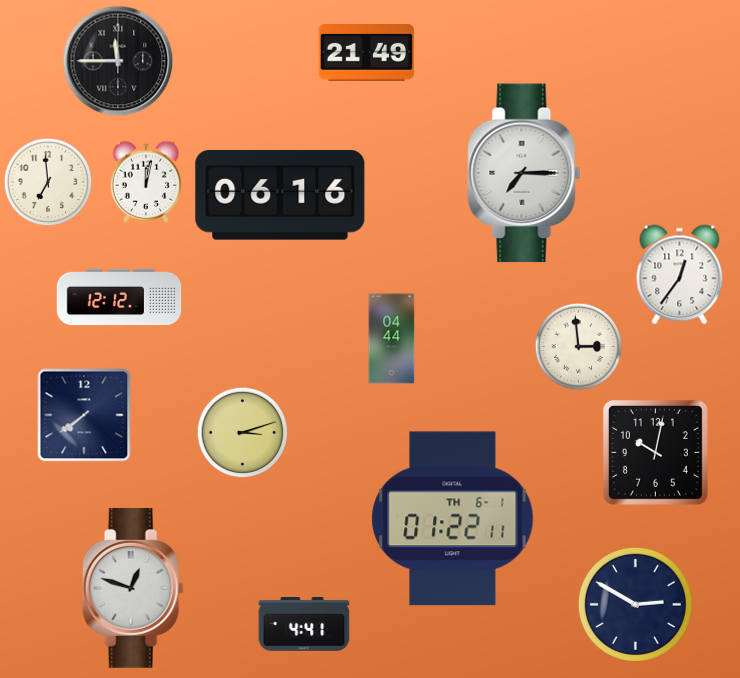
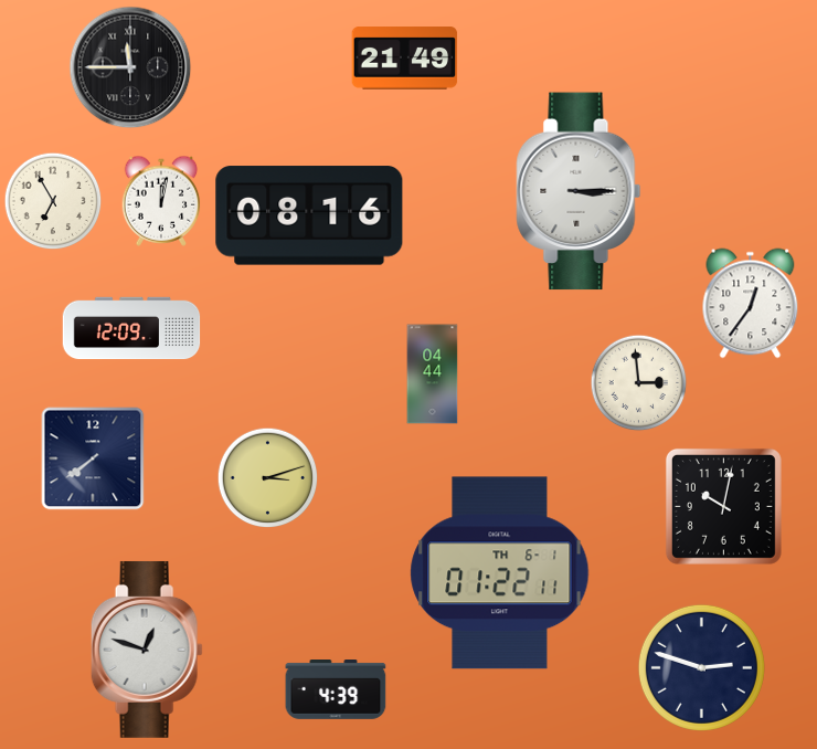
clock at (524, 173): 7:15 -> 3:15
clock at (48, 182): 6:59 -> 6:55
clock at (280, 195): 06:16 -> 08:16
clock at (119, 297): 12:12 -> 12:09
clock at (655, 452) position: (655, 452) -> (723, 506)
clock at (635, 604): 2:50 -> 2:48
clock at (304, 625): 4:41 -> 4:39
